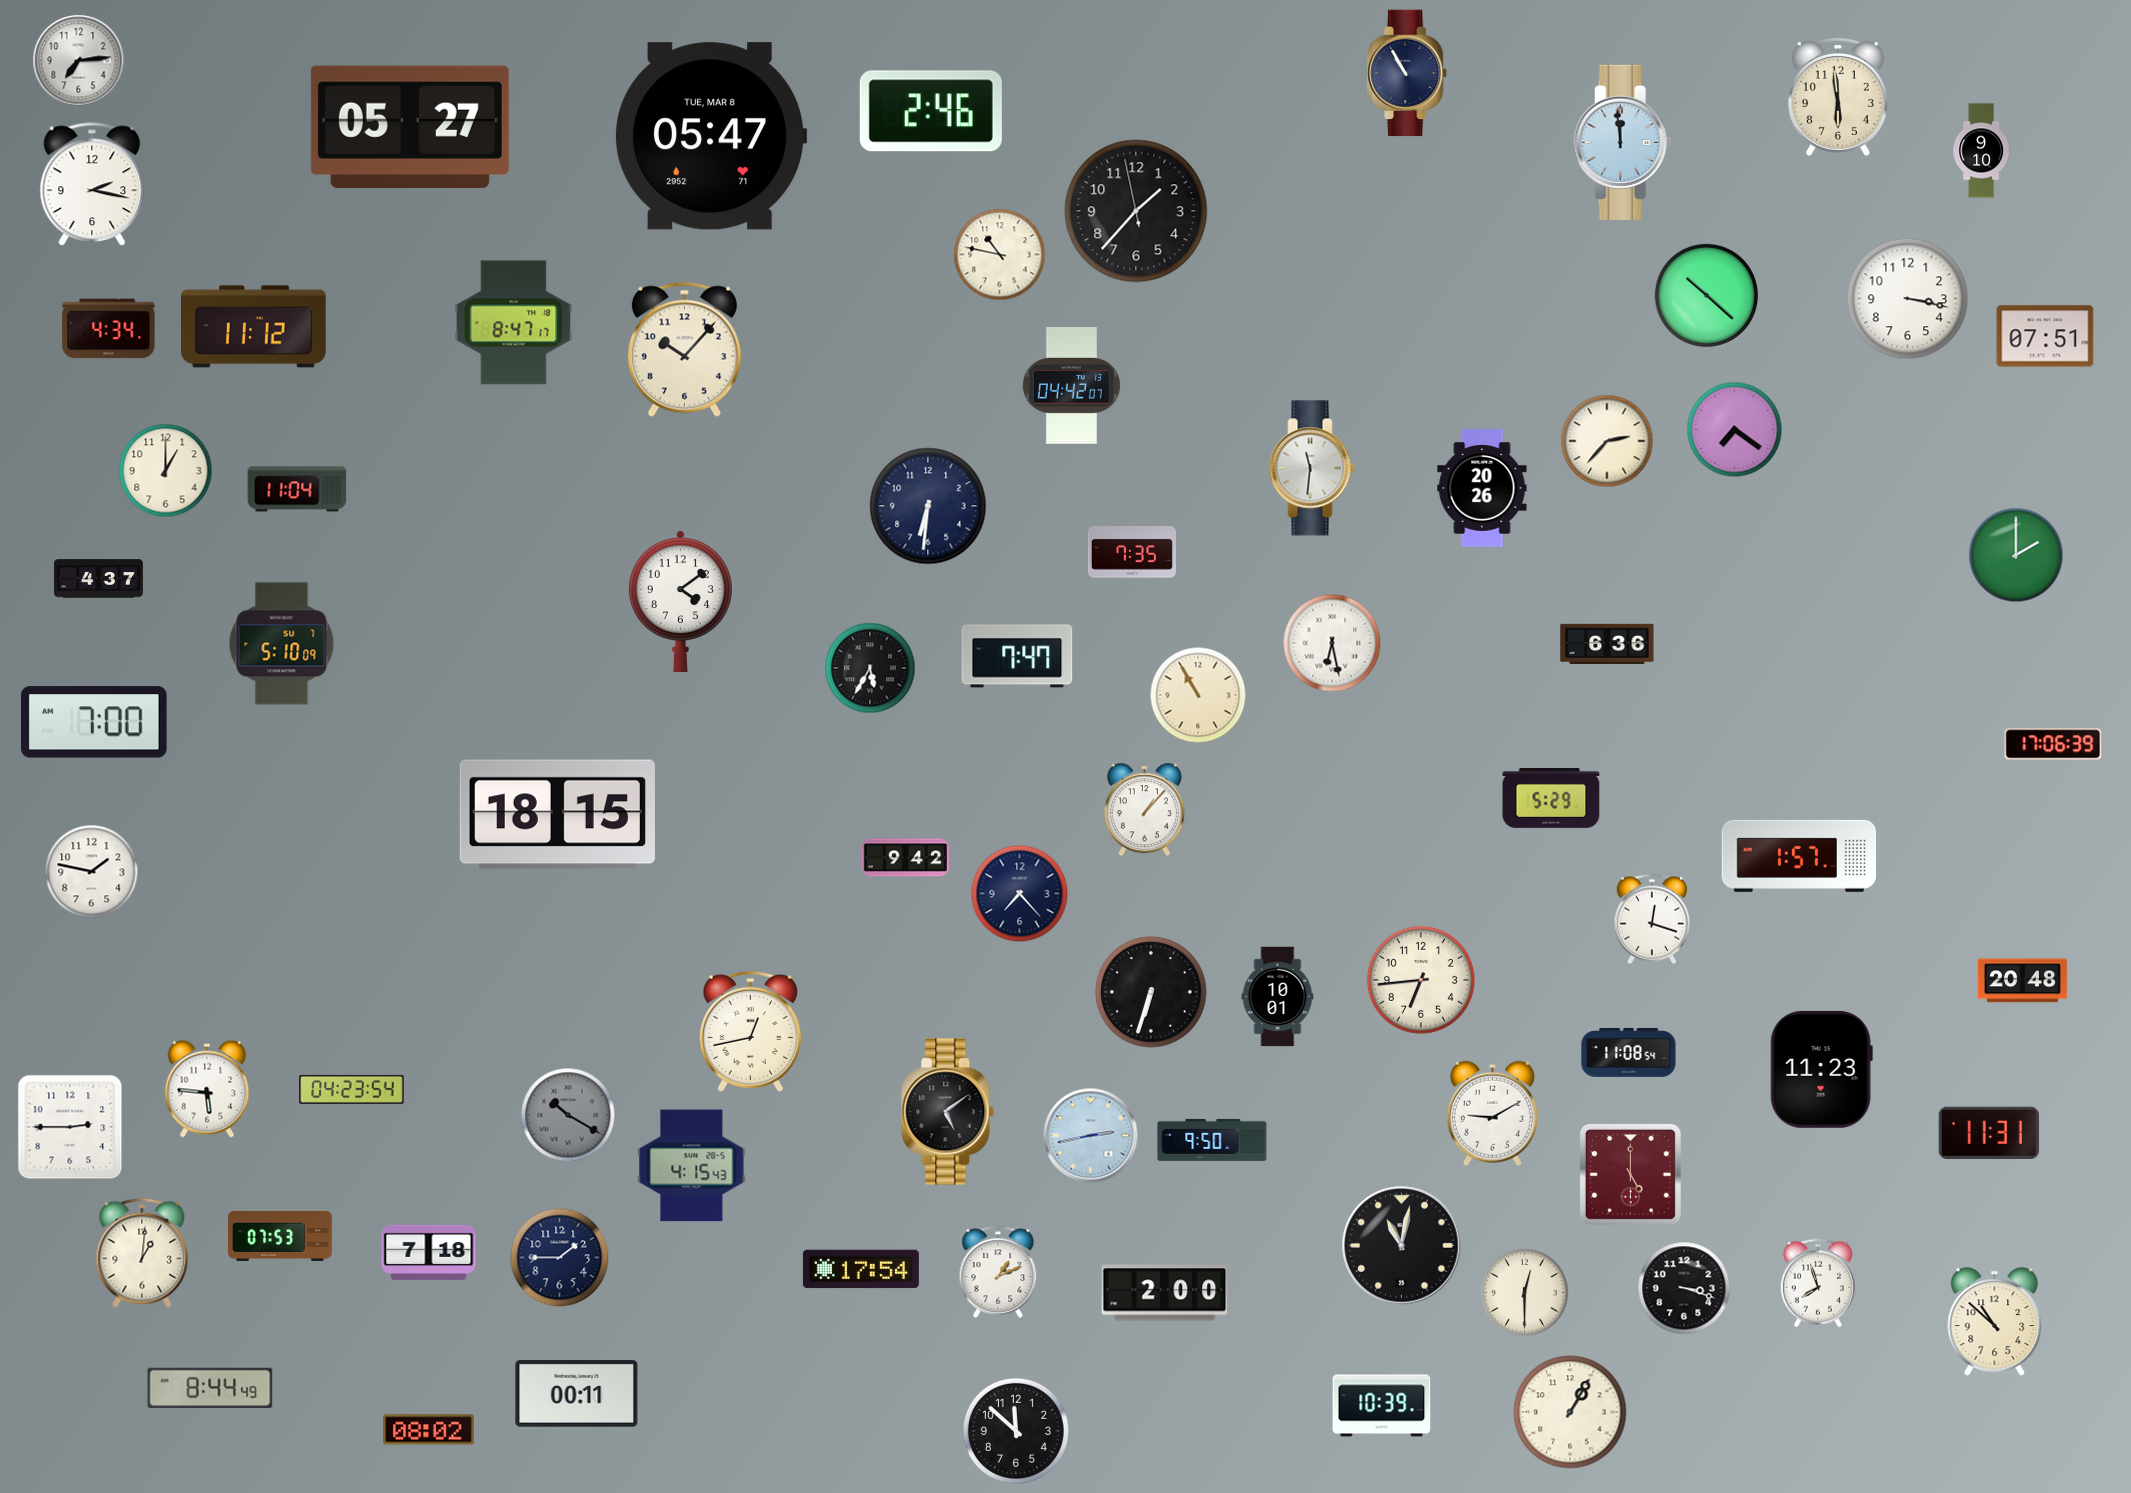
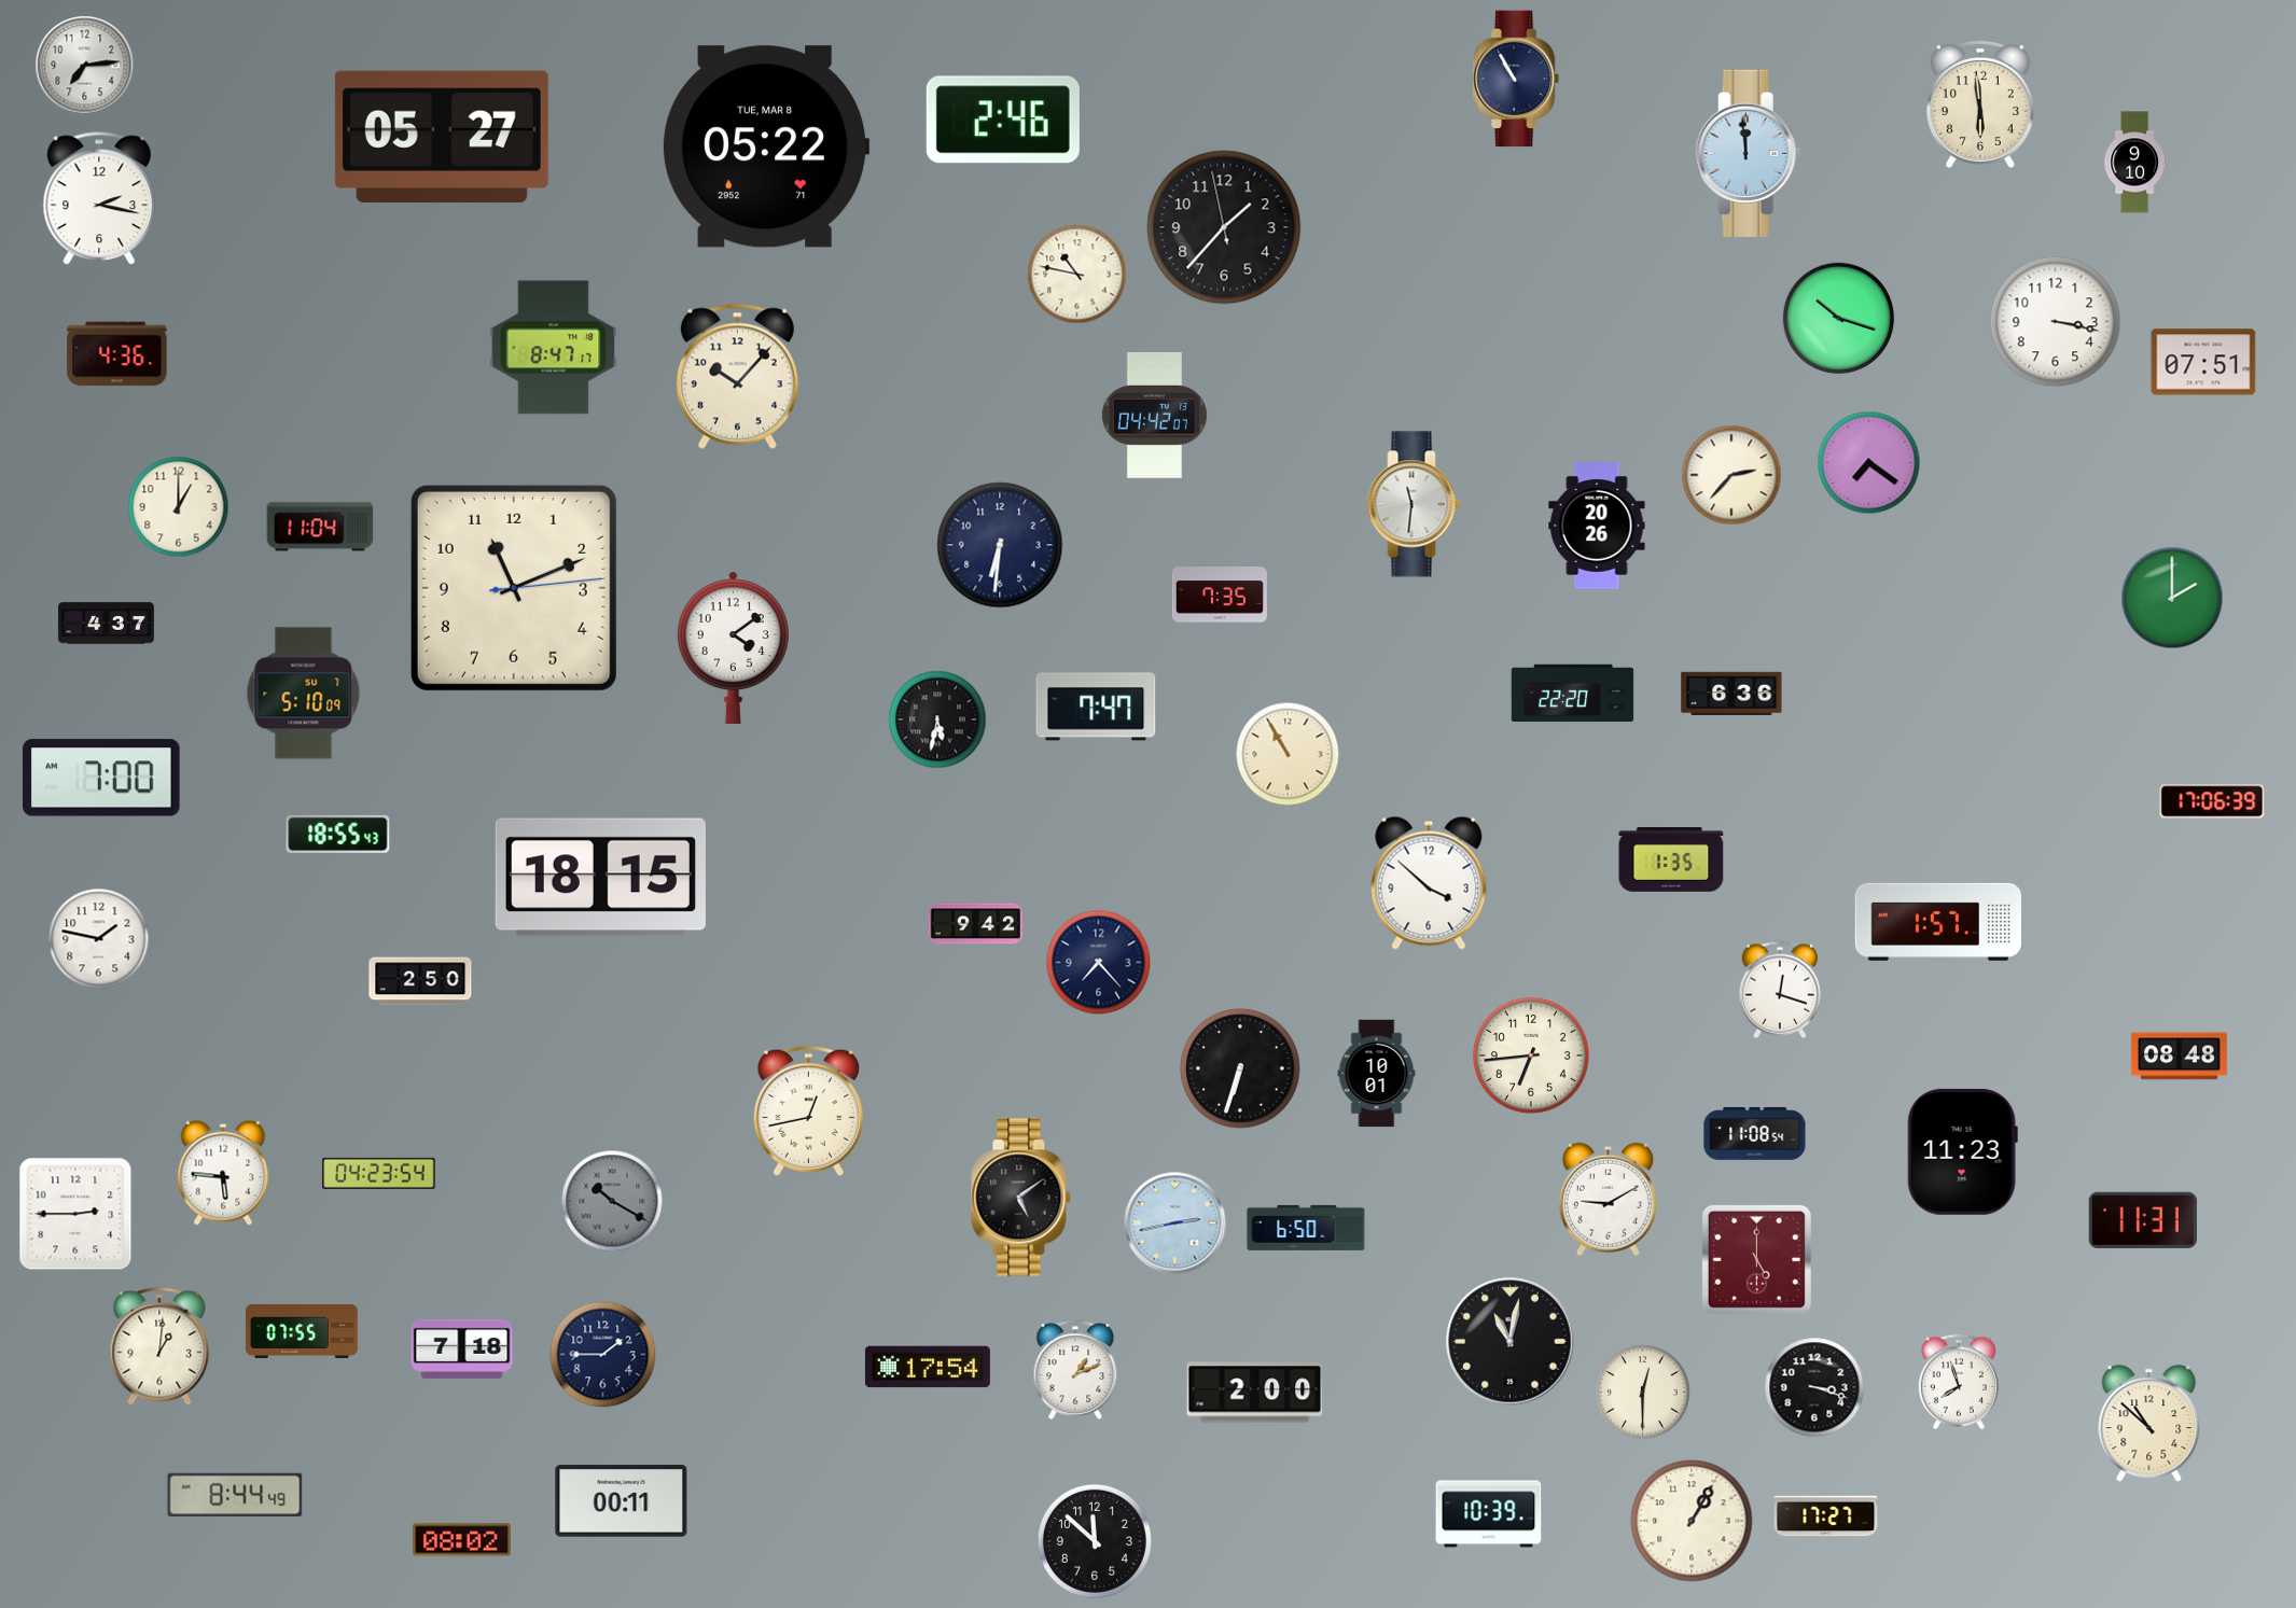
clock at (711, 136): 05:47 -> 05:22
clock at (1707, 296): 10:22 -> 10:18
clock at (254, 327): 11:12 -> none
clock at (109, 329): 4:34 -> 4:36
clock at (514, 588): none -> 11:11
clock at (1332, 643): 6:28 -> none
clock at (1573, 694): none -> 22:20
clock at (870, 668): 5:35 -> 5:32
clock at (1198, 695) position: (1198, 695) -> (1288, 754)
clock at (338, 834): none -> 18:55
clock at (1551, 798): 5:29 -> 1:35
clock at (1144, 810): 1:07 -> none
clock at (1429, 883): none -> 3:52
clock at (420, 981): none -> 2:50
clock at (2022, 981): 20:48 -> 08:48
clock at (1212, 1140): 9:50 -> 6:50
clock at (692, 1166): 4:15 -> none
clock at (1630, 1174) position: (1630, 1174) -> (1756, 1259)
clock at (280, 1236): 07:53 -> 07:55
clock at (142, 1253) position: (142, 1253) -> (159, 1346)
clock at (210, 1387) position: (210, 1387) -> (235, 1494)
clock at (1826, 1516): none -> 17:27
